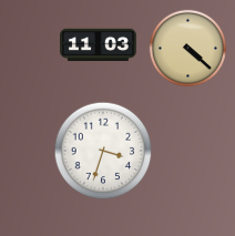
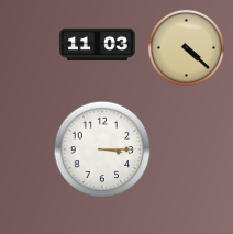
clock at (103, 151): 3:33 -> 3:15
